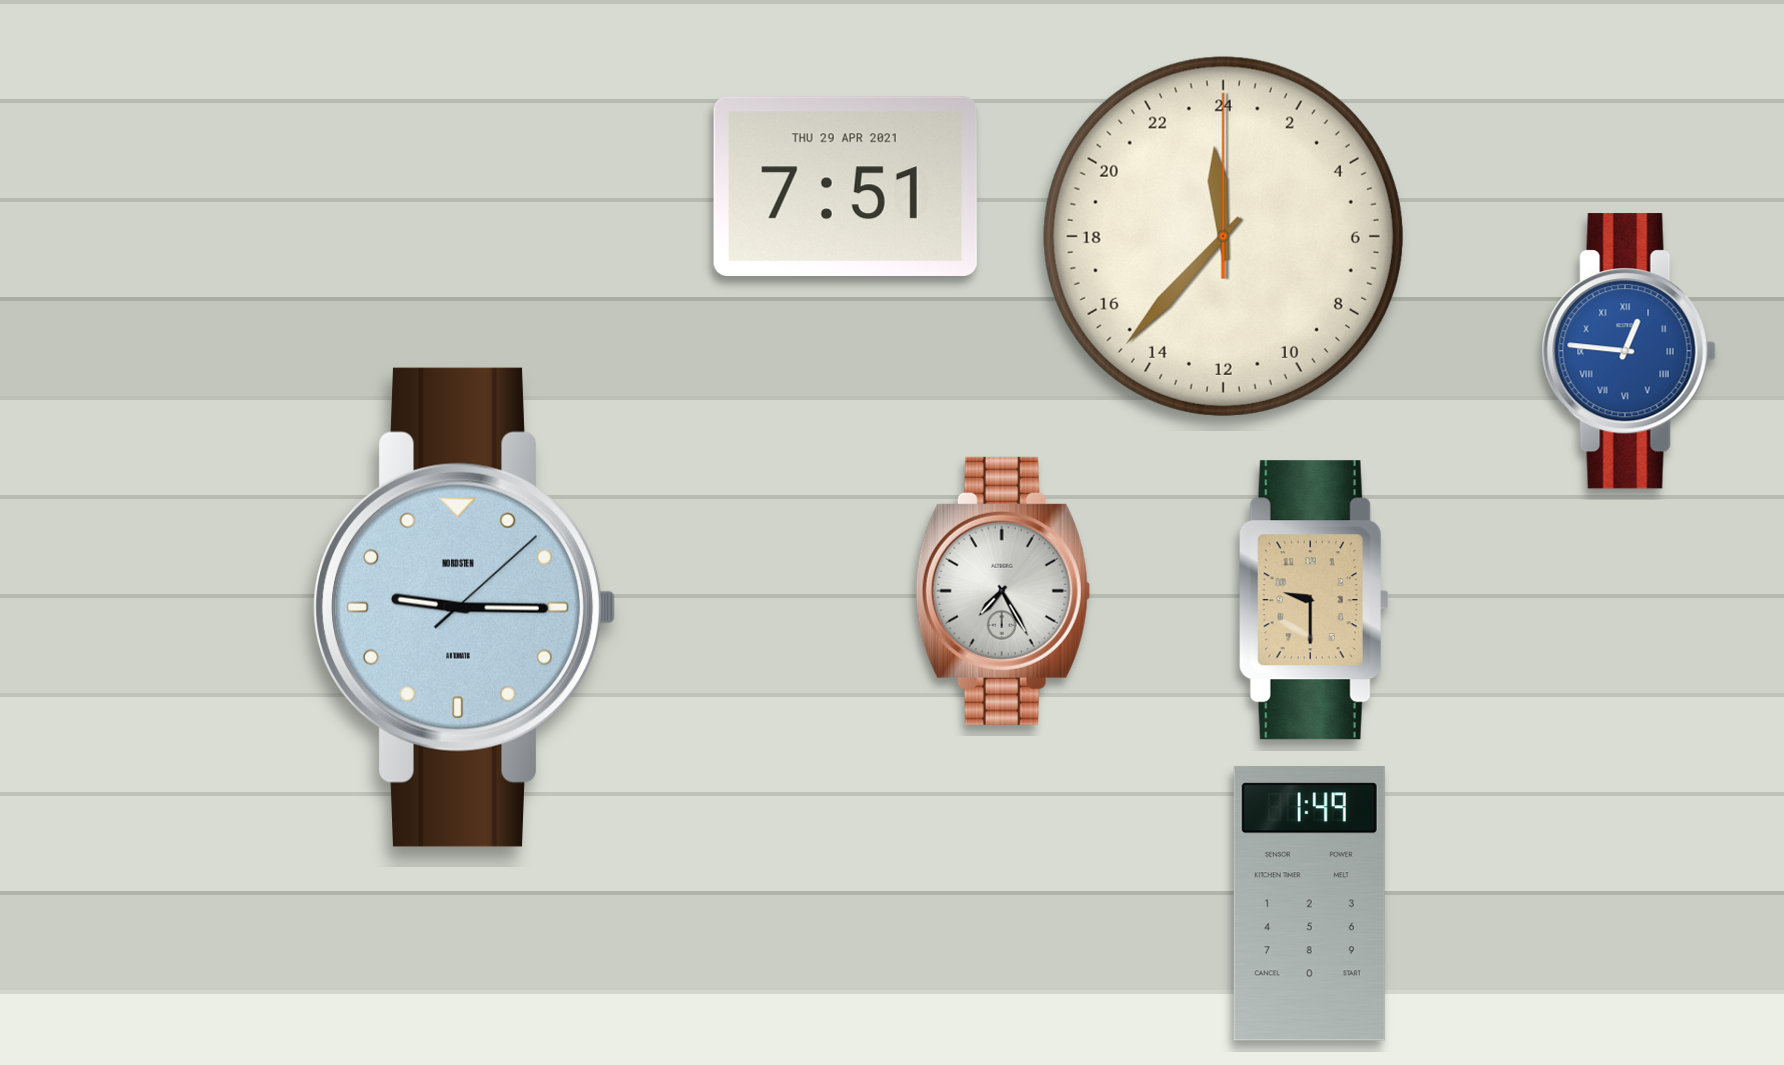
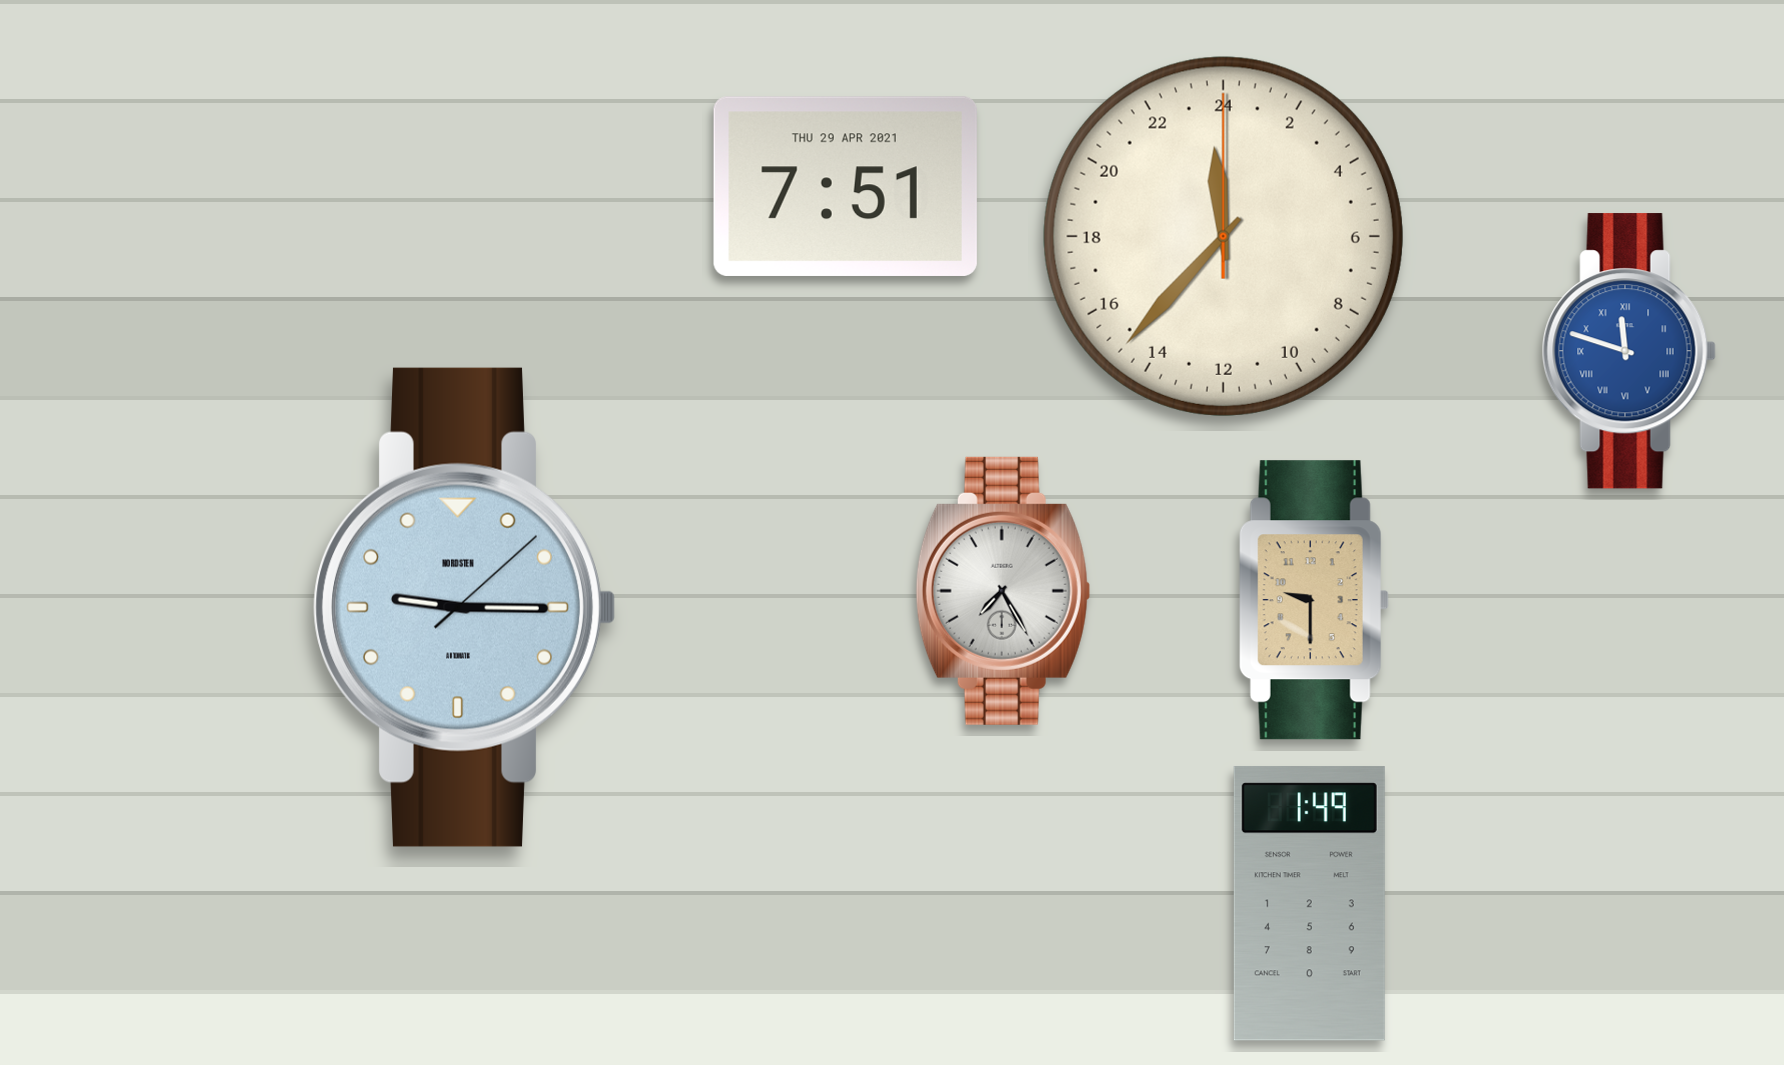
clock at (1629, 351): 12:46 -> 11:48
